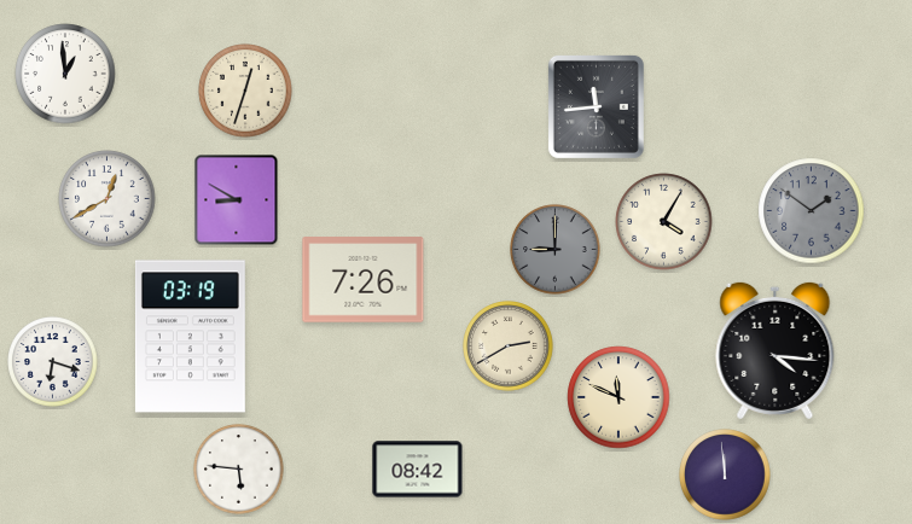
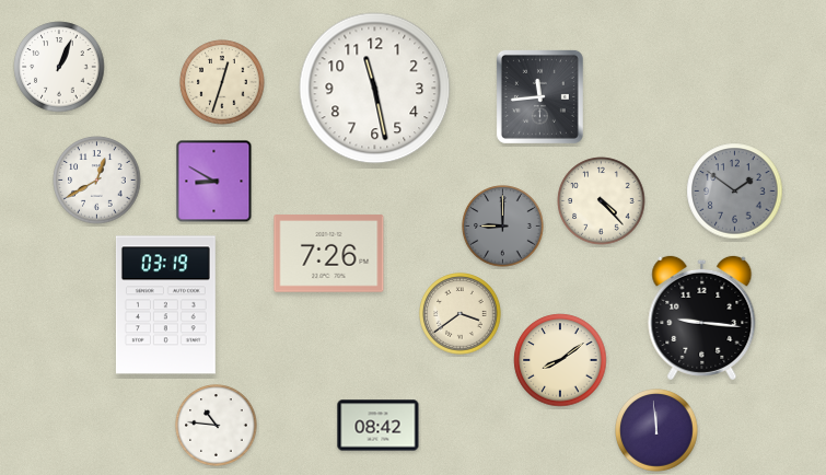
clock at (65, 74): 12:59 -> 1:04
clock at (375, 89): none -> 11:28
clock at (664, 222): 4:05 -> 4:23
clock at (190, 337) position: (190, 337) -> (165, 305)
clock at (509, 347): 2:40 -> 3:39
clock at (776, 350): 4:16 -> 9:16
clock at (53, 362): 6:18 -> none
clock at (618, 397): 11:49 -> 8:09
clock at (239, 470): 5:46 -> 10:46
